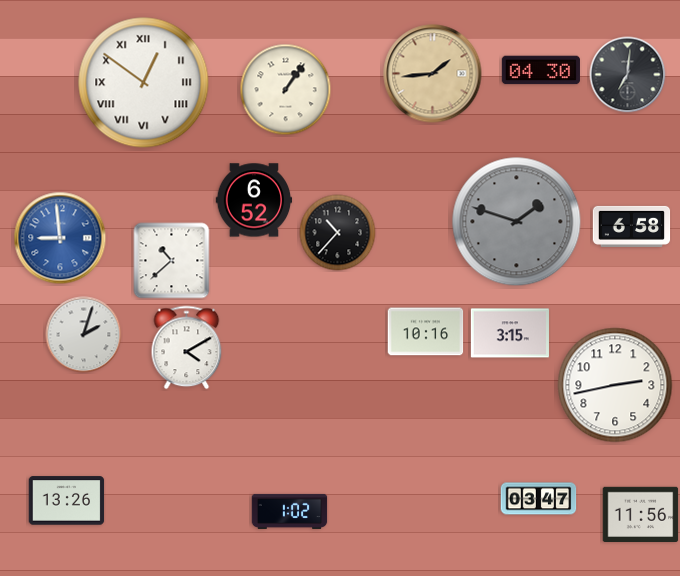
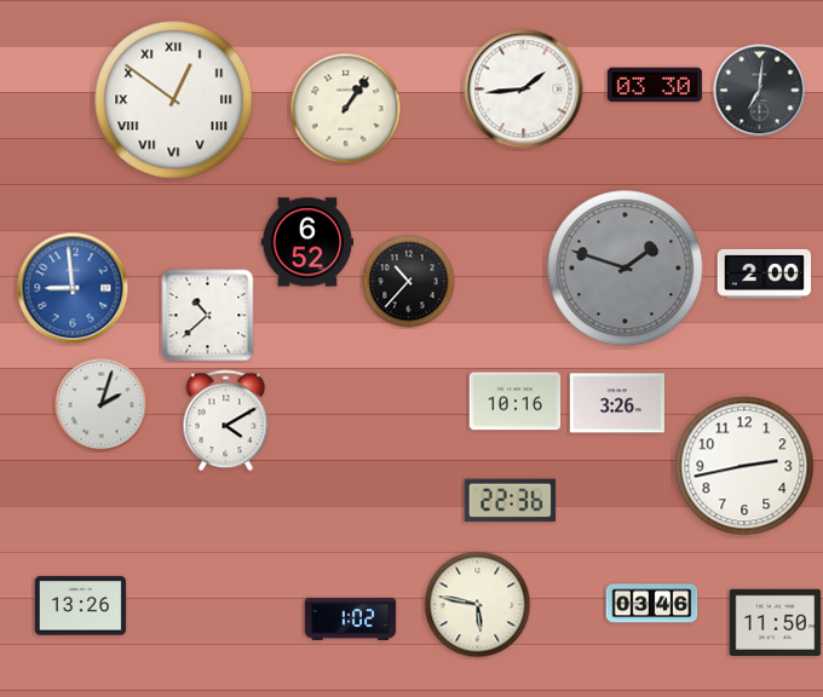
clock at (541, 70): 04:30 -> 03:30
clock at (433, 74) dial: champagne -> white
clock at (632, 226): 6:58 -> 2:00
clock at (510, 333): 3:15 -> 3:26
clock at (511, 501): none -> 22:36
clock at (539, 499): 03:47 -> 03:46
clock at (478, 605): none -> 5:47
clock at (641, 514): 11:56 -> 11:50
